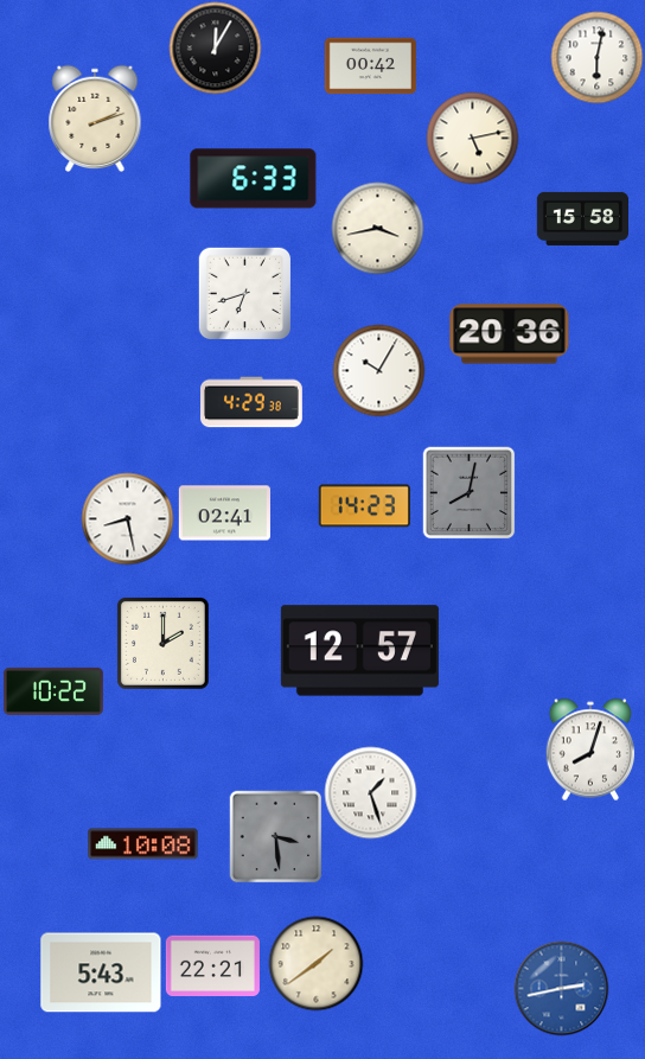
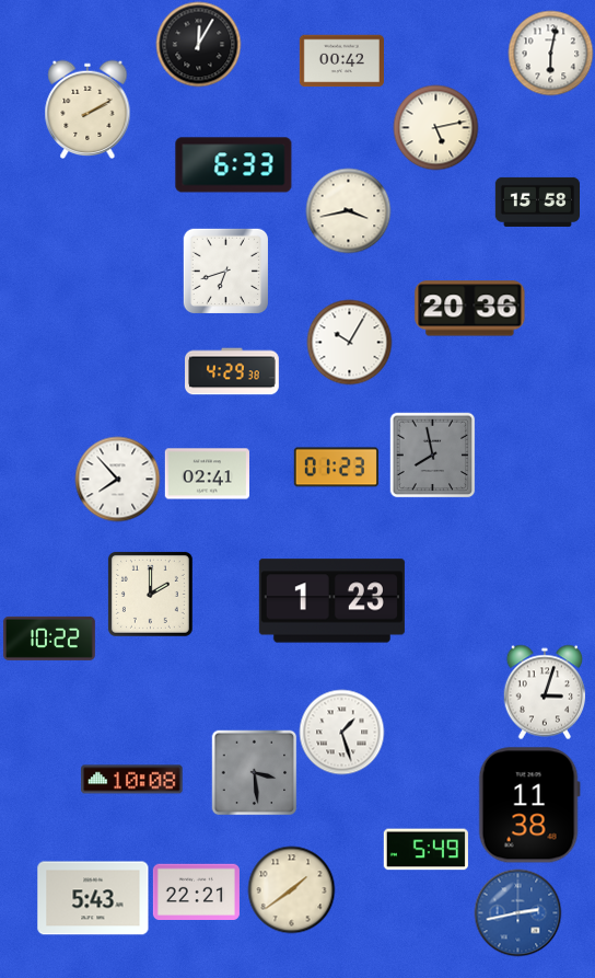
clock at (95, 117): 2:12 -> 2:10
clock at (468, 492): 8:02 -> 7:58
clock at (364, 506): 14:23 -> 01:23
clock at (127, 518): 8:28 -> 7:53
clock at (359, 651): 12:57 -> 1:23
clock at (590, 749): 8:03 -> 3:03
clock at (529, 805): none -> 11:38
clock at (425, 850): none -> 5:49
